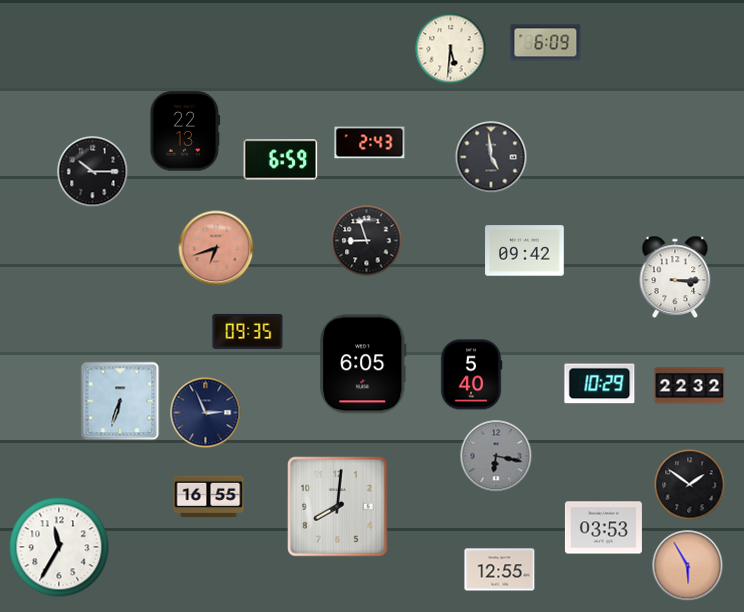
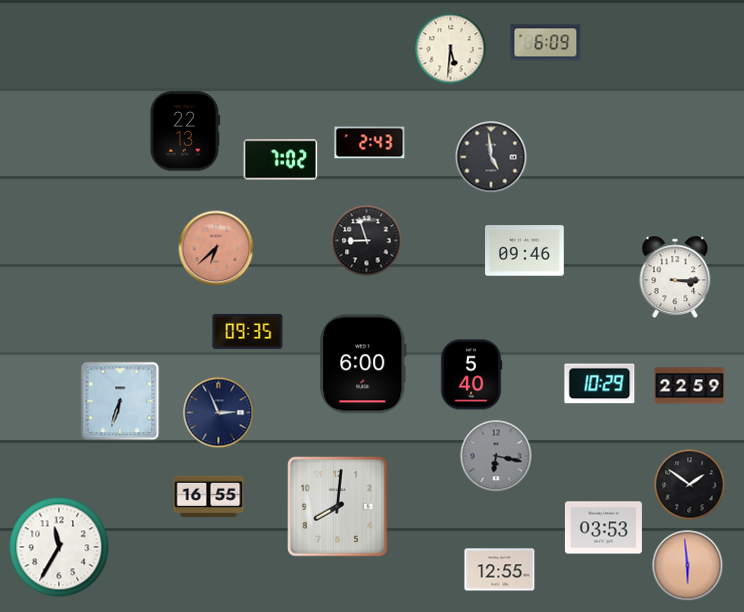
clock at (281, 160): 6:59 -> 7:02
clock at (93, 172): 10:15 -> none
clock at (216, 248): 6:42 -> 6:38
clock at (525, 251): 09:42 -> 09:46
clock at (363, 364): 6:05 -> 6:00
clock at (690, 386): 22:32 -> 22:59
clock at (206, 413) position: (206, 413) -> (219, 413)
clock at (688, 566): 5:55 -> 5:59
